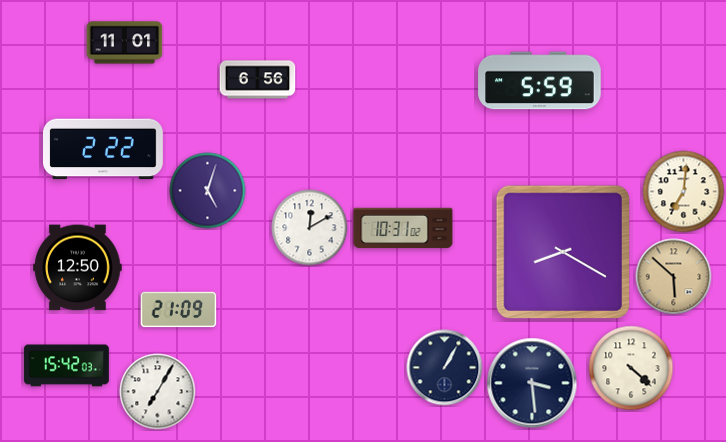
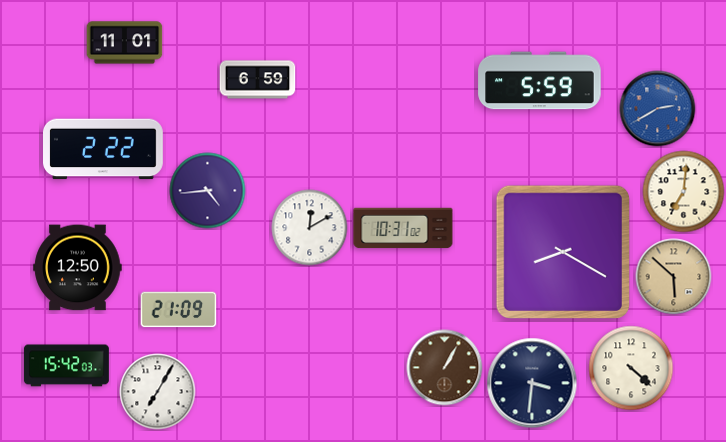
clock at (258, 80): 6:56 -> 6:59
clock at (658, 109): none -> 2:40
clock at (208, 191): 5:03 -> 4:44
clock at (445, 368) dial: navy -> brown
clock at (532, 383): 3:29 -> 3:31
